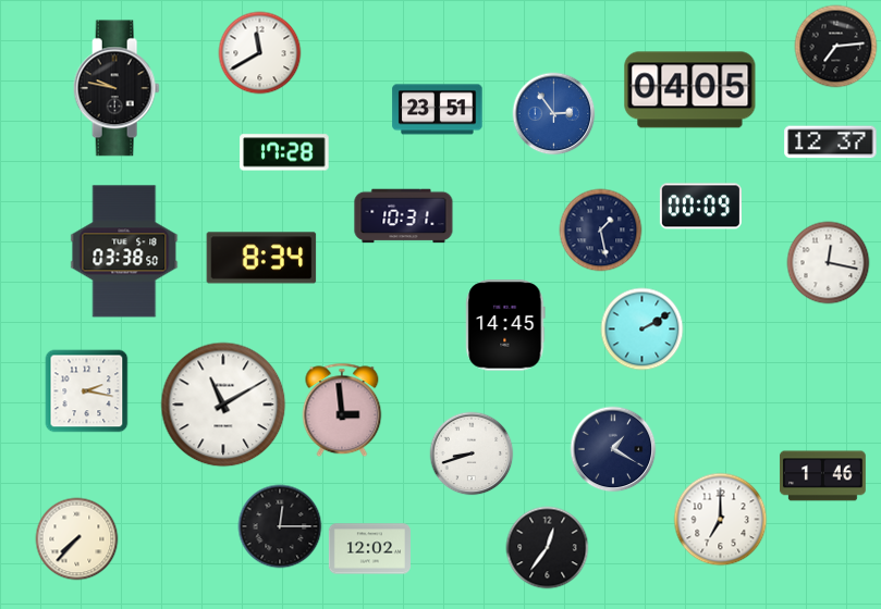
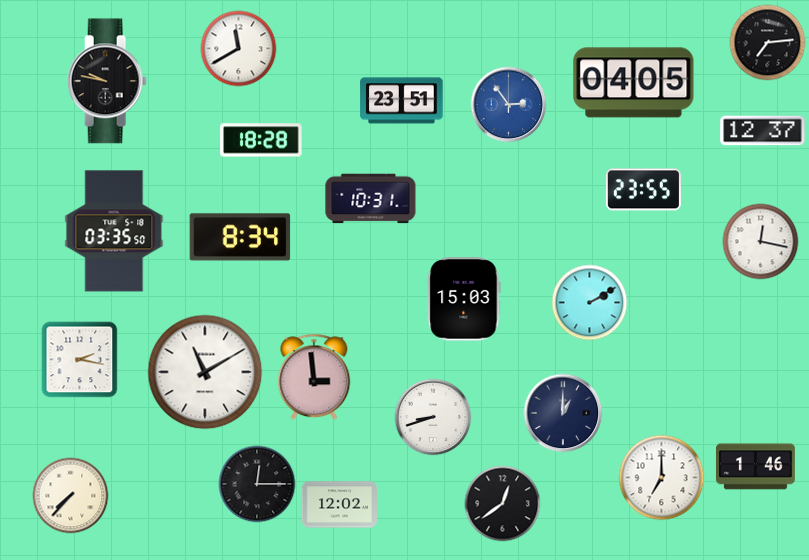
clock at (284, 152): 17:28 -> 18:28
clock at (700, 207): 00:09 -> 23:55
clock at (601, 231): 1:28 -> none
clock at (124, 251): 03:38 -> 03:35
clock at (505, 325): 14:45 -> 15:03
clock at (613, 449): 1:20 -> 1:00
clock at (823, 476) position: (823, 476) -> (756, 467)
clock at (548, 548): 12:36 -> 12:39
